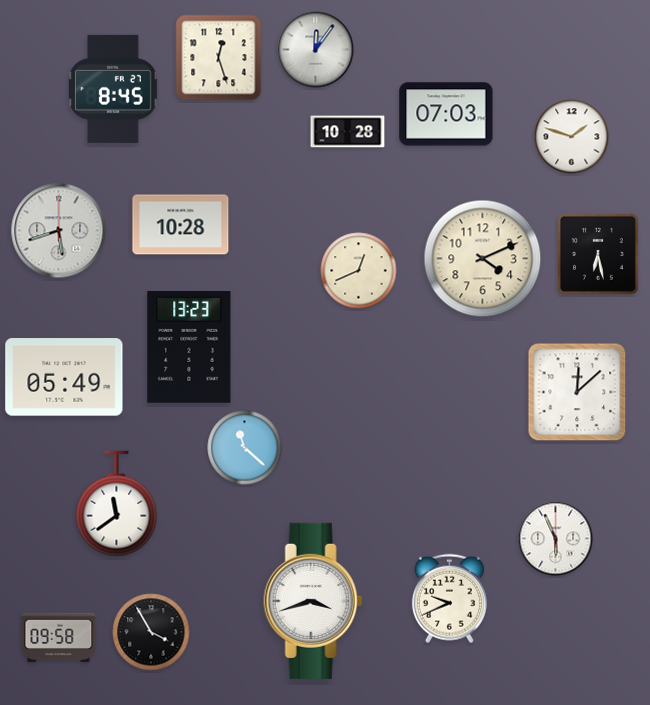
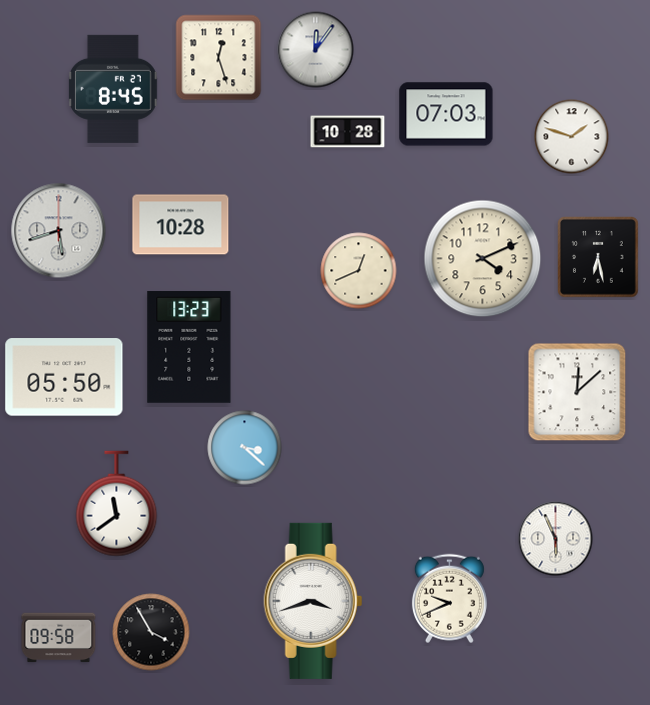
clock at (599, 255) position: (599, 255) -> (599, 258)
clock at (64, 377): 05:49 -> 05:50
clock at (245, 448): 11:22 -> 3:22
